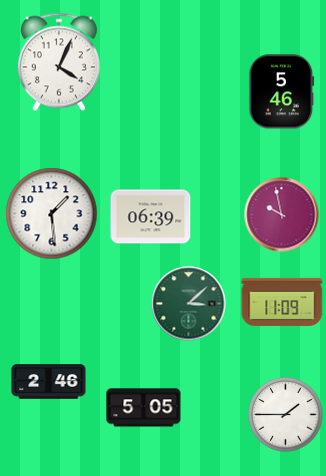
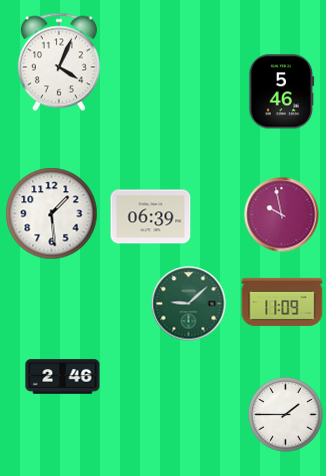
clock at (189, 304): 3:08 -> 9:08
clock at (49, 382) position: (49, 382) -> (63, 377)
clock at (144, 408): 5:05 -> none
